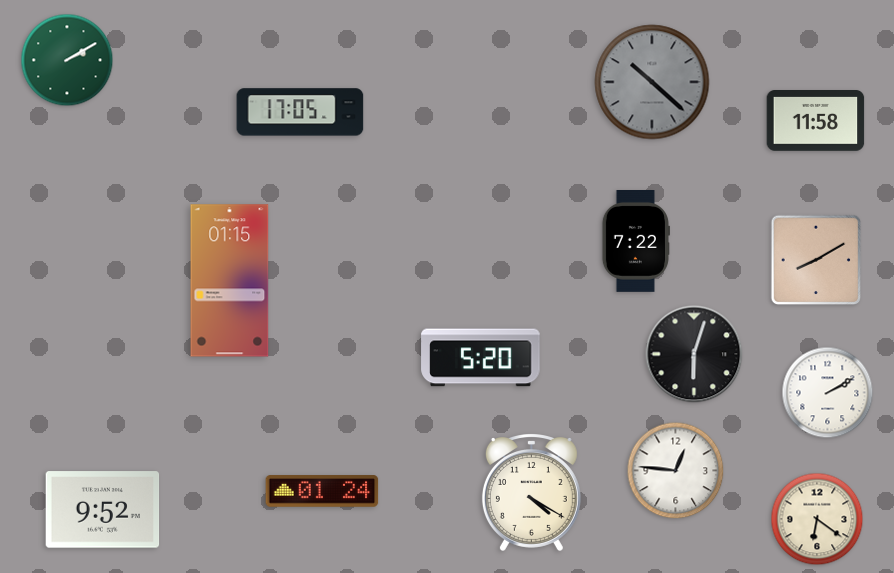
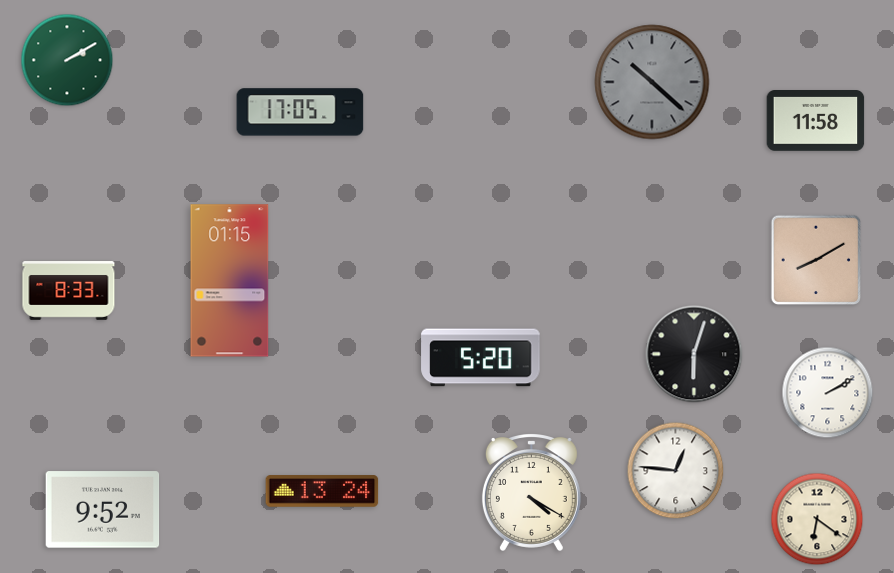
clock at (636, 242): 7:22 -> none
clock at (69, 291): none -> 8:33
clock at (322, 491): 01:24 -> 13:24
